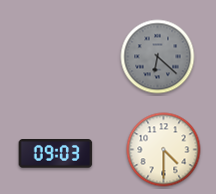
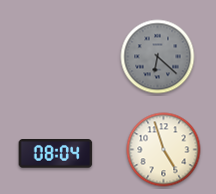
clock at (164, 150): 4:30 -> 4:57
clock at (56, 154): 09:03 -> 08:04
